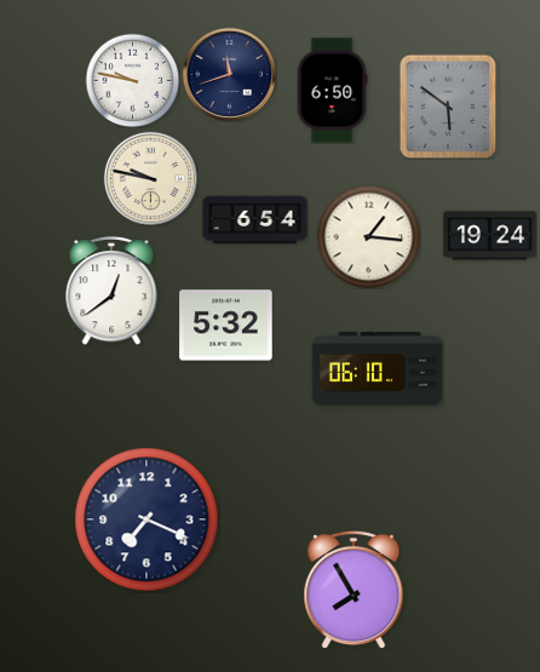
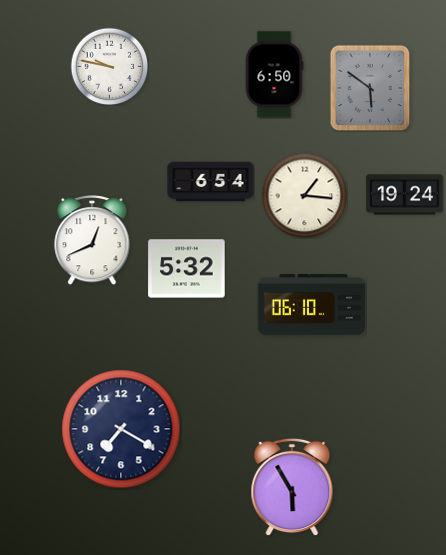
clock at (229, 74): 11:42 -> none
clock at (150, 178): 9:47 -> none
clock at (111, 292): 12:39 -> 12:41
clock at (147, 519): 7:19 -> 7:20
clock at (354, 590): 7:55 -> 5:55
